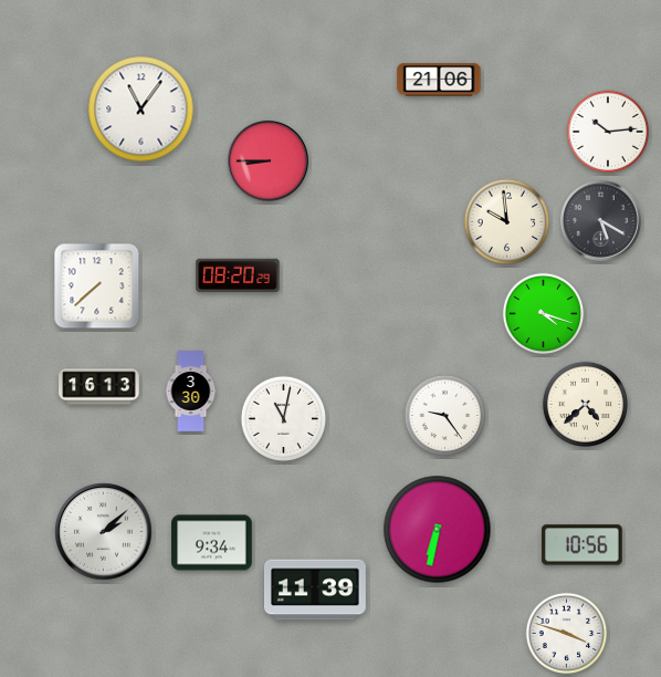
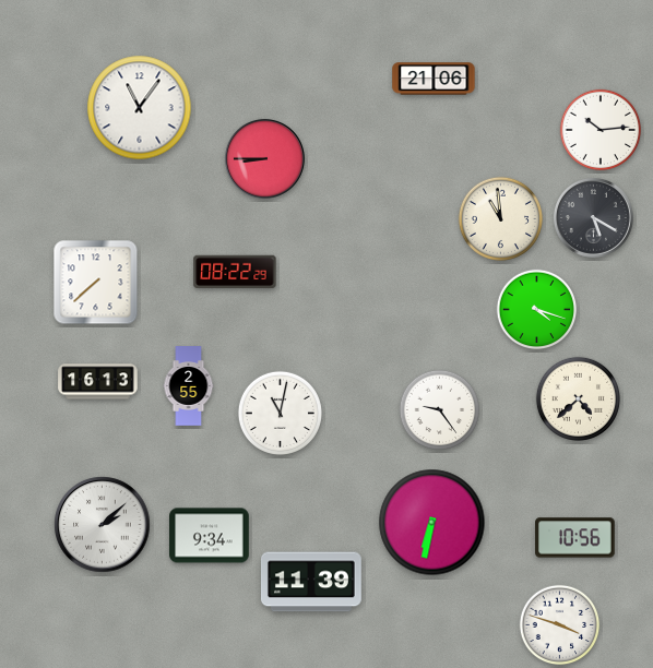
clock at (506, 221): 9:59 -> 10:59
clock at (238, 275): 08:20 -> 08:22
clock at (191, 392): 3:30 -> 2:55
